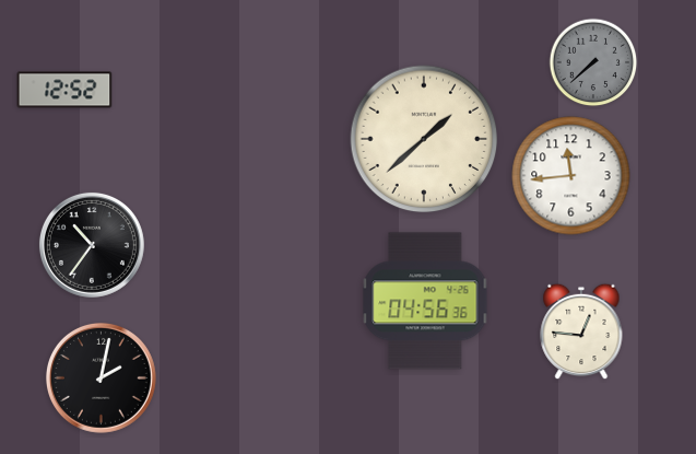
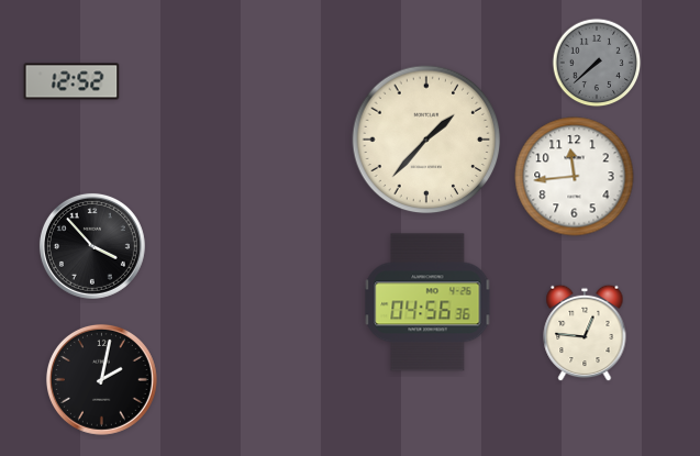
clock at (64, 90) position: (64, 90) -> (71, 81)
clock at (424, 139): 1:38 -> 1:37
clock at (92, 245): 10:36 -> 3:53
